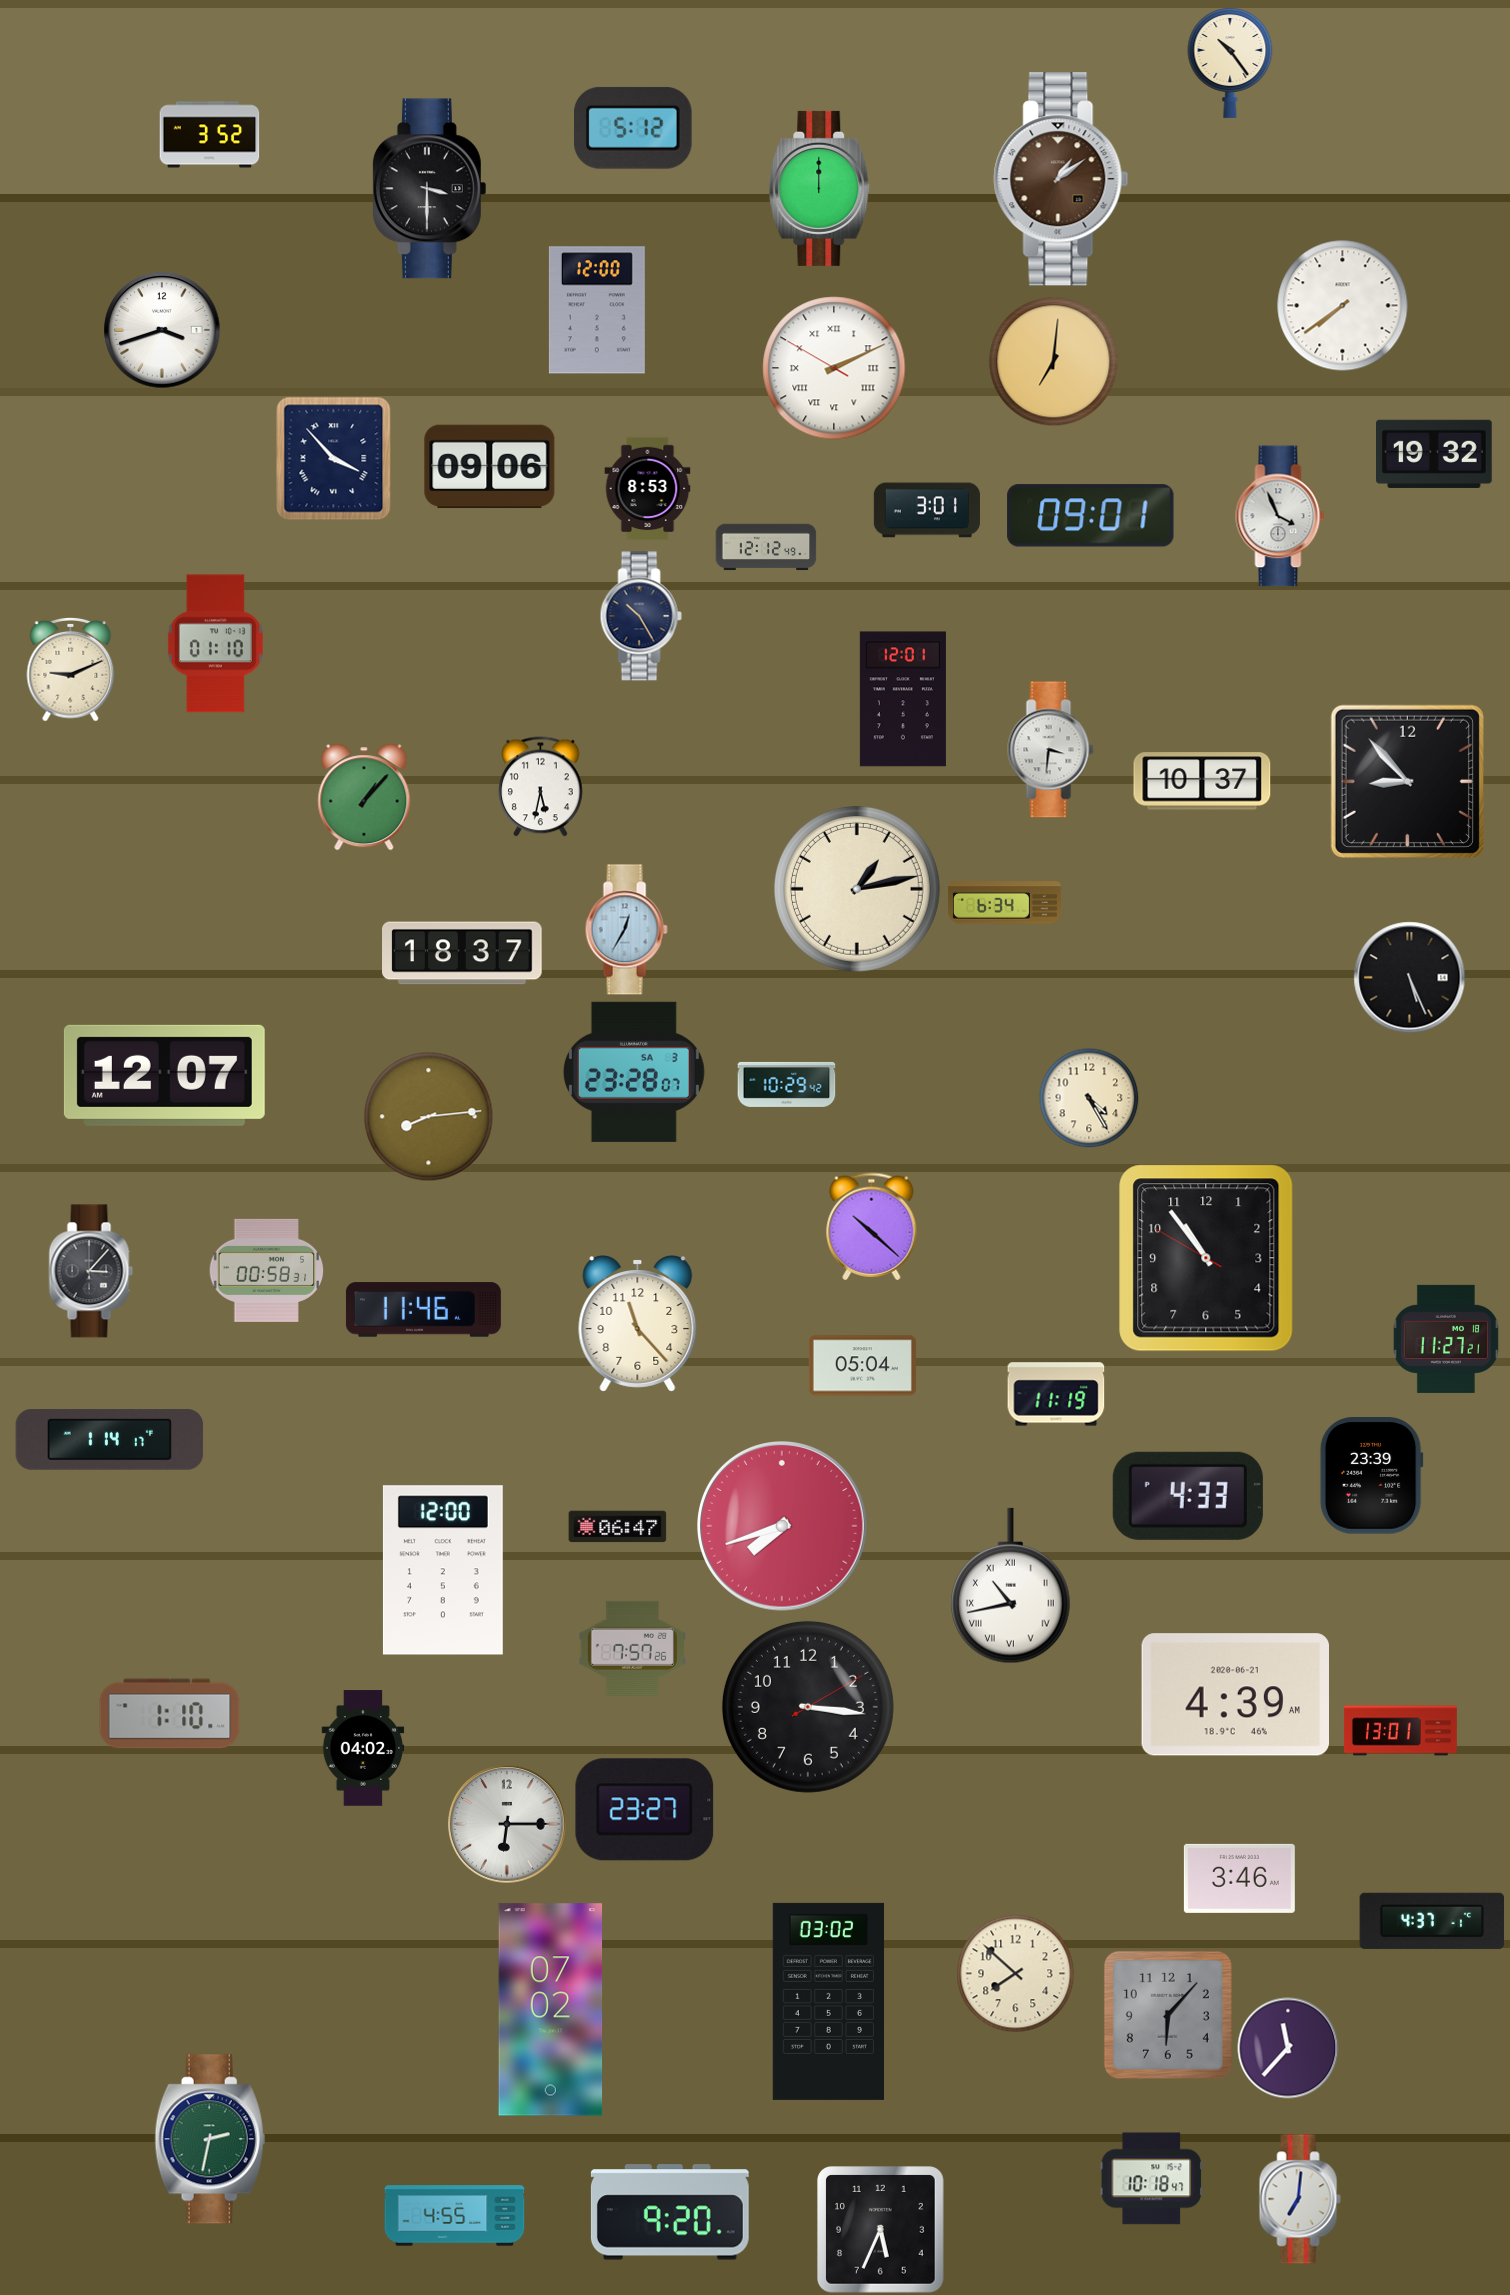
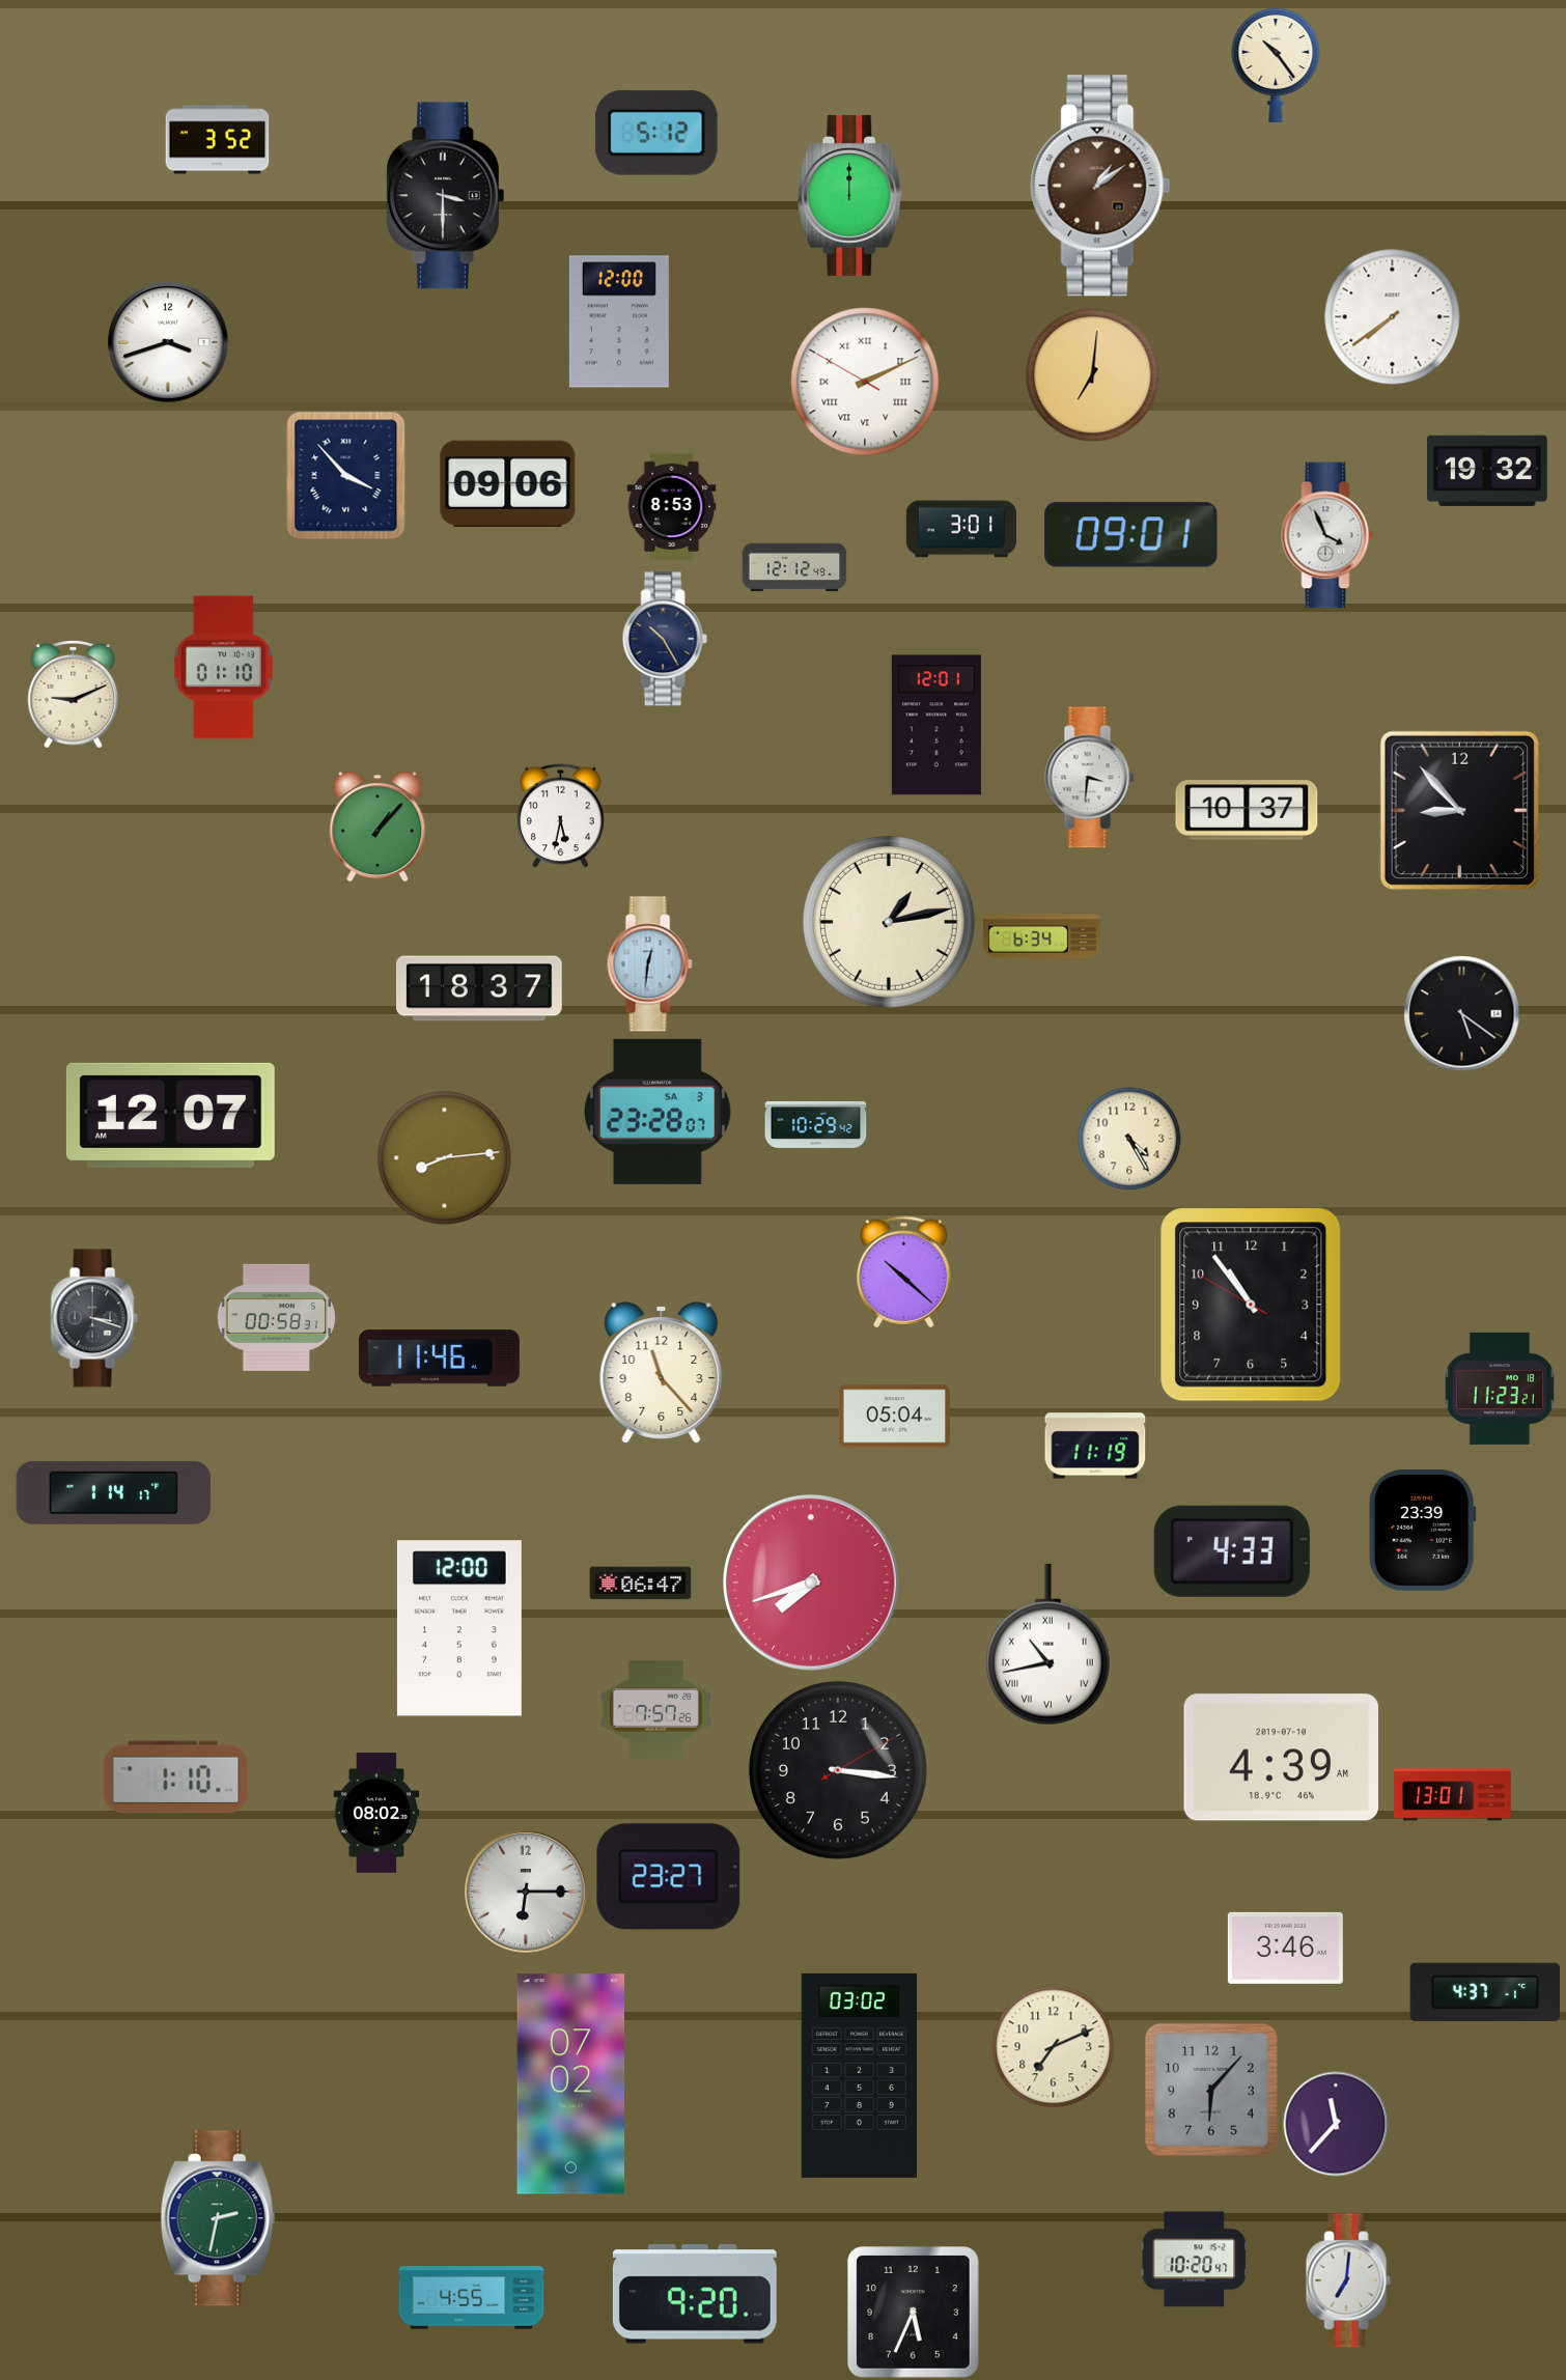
clock at (626, 930): 12:35 -> 12:31
clock at (1410, 978): 5:26 -> 5:21
clock at (91, 1271): 3:07 -> 3:18
clock at (1446, 1339): 11:27 -> 11:23
clock at (1235, 1695) date: 2020-06-21 -> 2019-07-10
clock at (363, 1748): 04:02 -> 08:02
clock at (1016, 1974): 7:52 -> 7:11
clock at (1151, 2179): 10:18 -> 10:20
